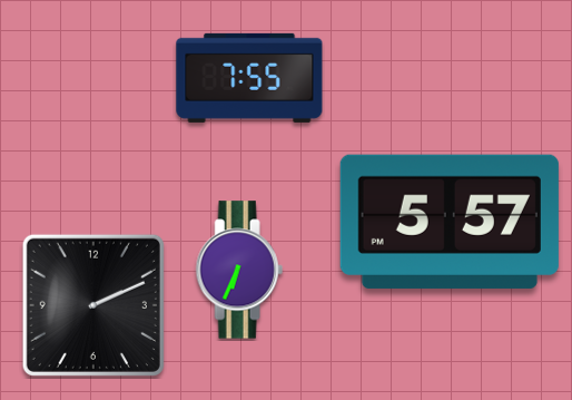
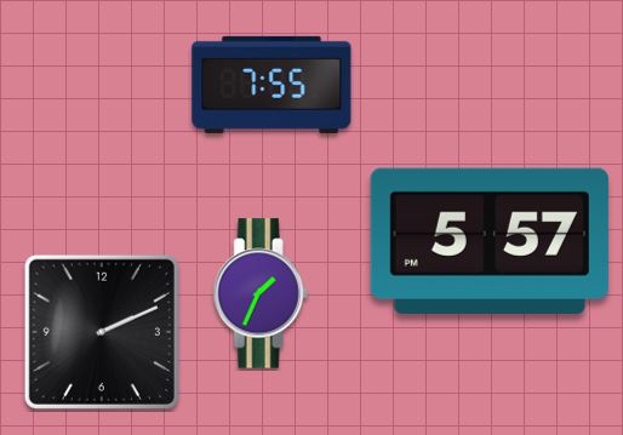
clock at (239, 270): 6:34 -> 1:34
